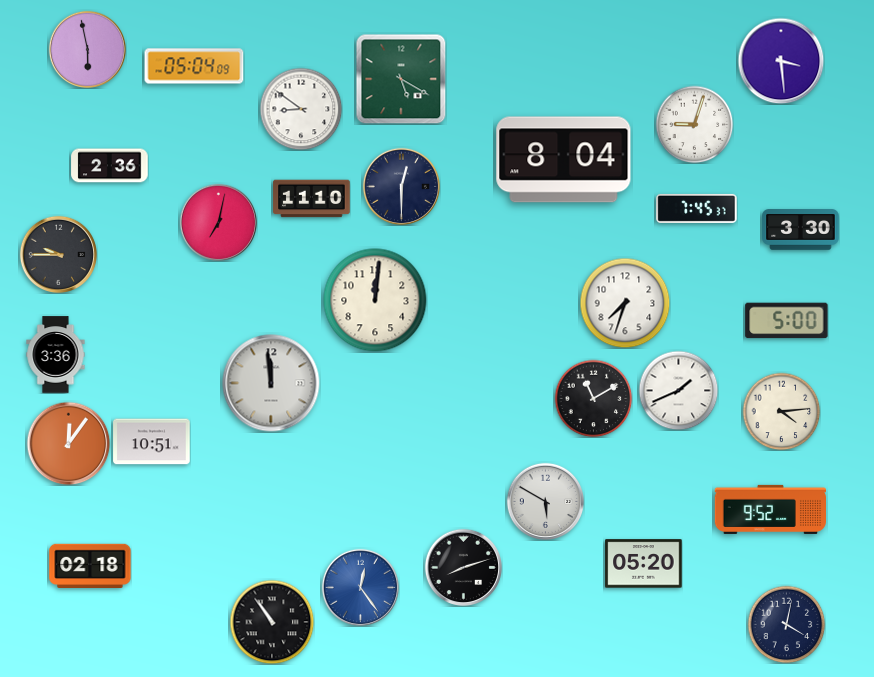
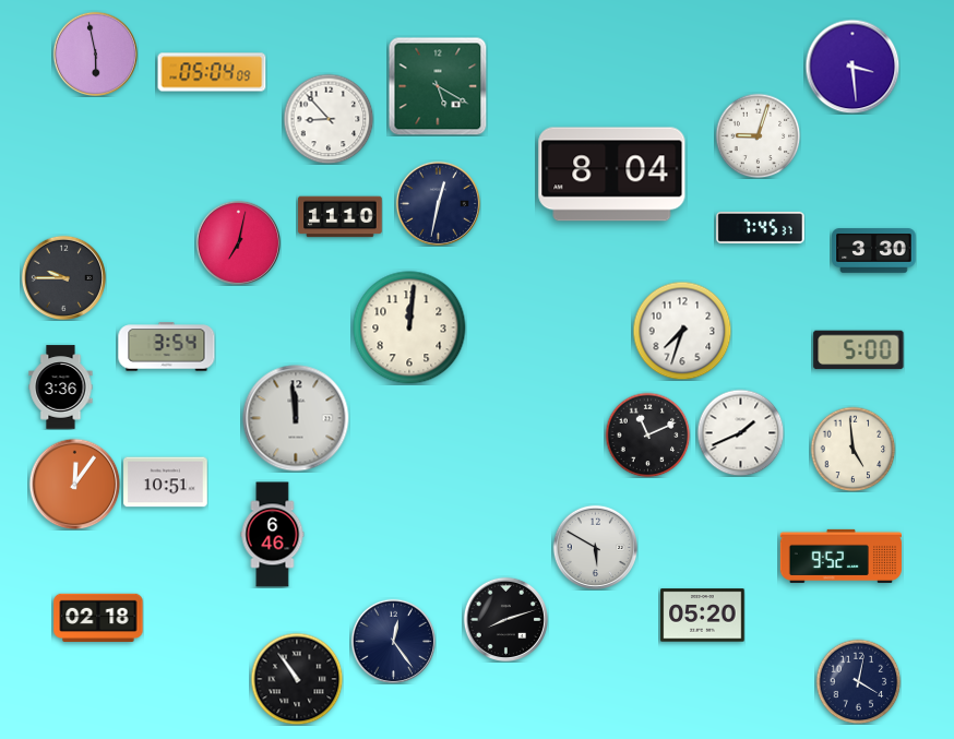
clock at (301, 109): 8:51 -> 8:53
clock at (564, 160) position: (564, 160) -> (612, 175)
clock at (110, 166): 2:36 -> none
clock at (401, 186): 12:30 -> 12:32
clock at (167, 347): none -> 3:54
clock at (678, 390) position: (678, 390) -> (740, 432)
clock at (593, 398): 11:10 -> 11:11
clock at (781, 411): 4:14 -> 4:59
clock at (273, 535): none -> 6:46
clock at (360, 587) dial: blue -> navy
